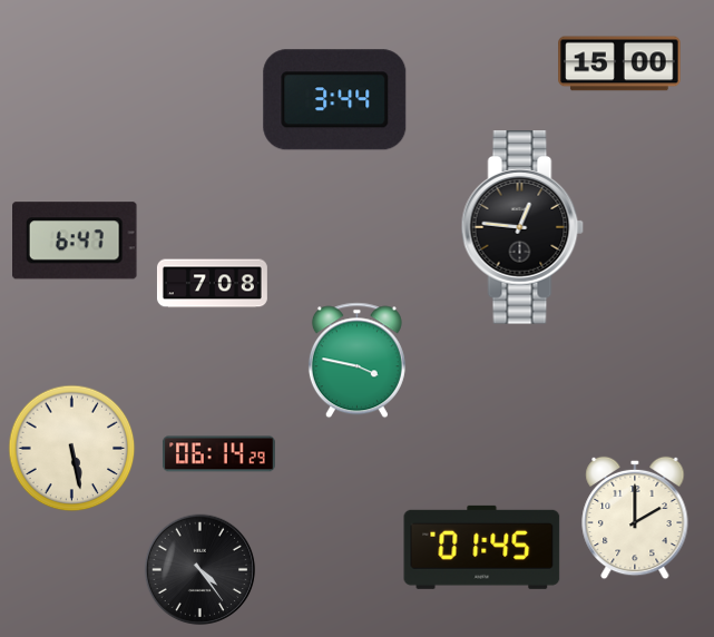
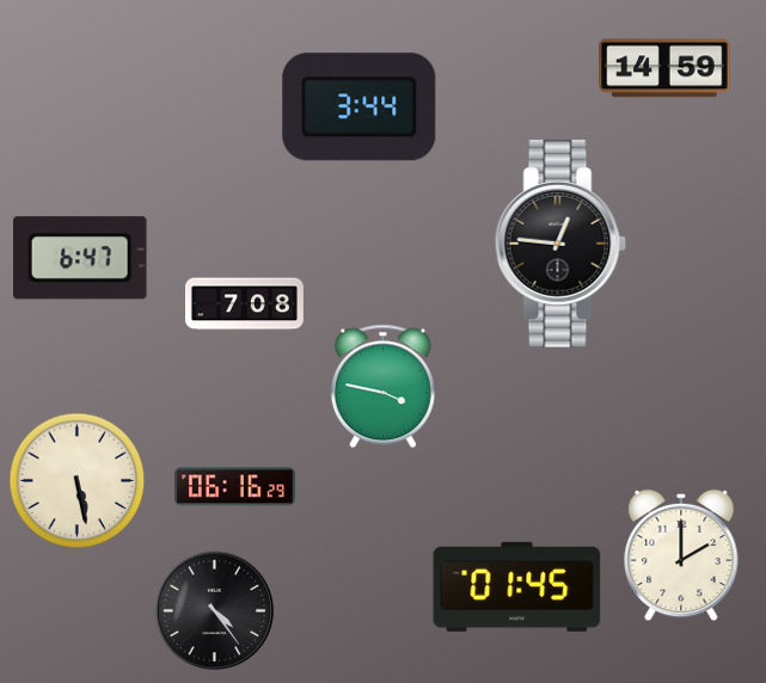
clock at (619, 63): 15:00 -> 14:59
clock at (212, 284) position: (212, 284) -> (244, 304)
clock at (218, 454): 06:14 -> 06:16
